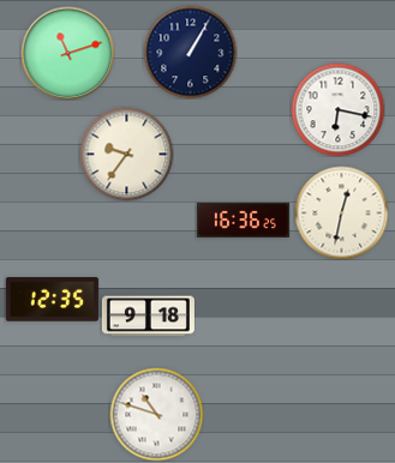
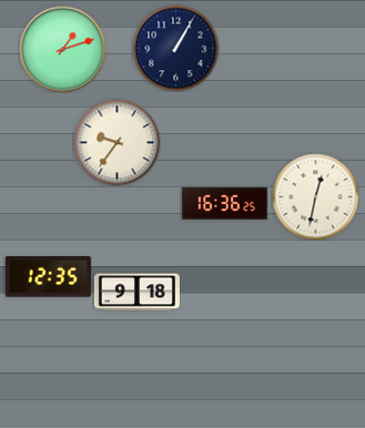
clock at (67, 53): 11:12 -> 1:12
clock at (337, 109): 6:17 -> none
clock at (156, 414): 10:48 -> none
